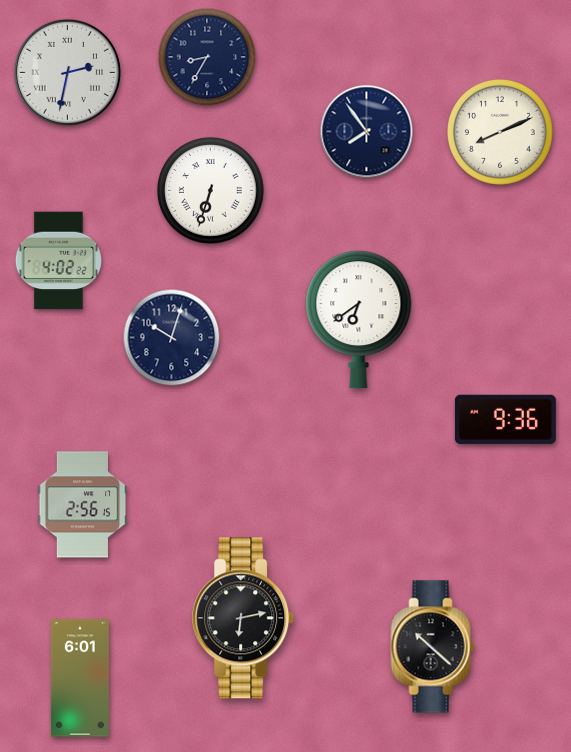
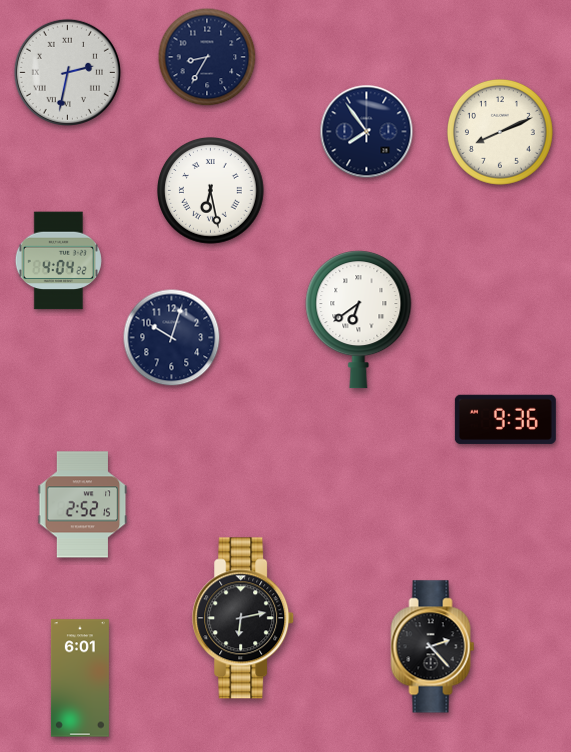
clock at (211, 191): 6:33 -> 6:28
clock at (58, 261): 4:02 -> 4:04
clock at (83, 505): 2:56 -> 2:52
clock at (433, 647): 10:22 -> 2:23
